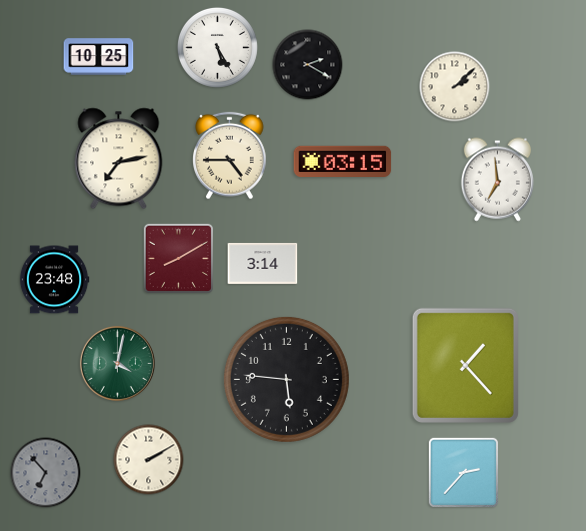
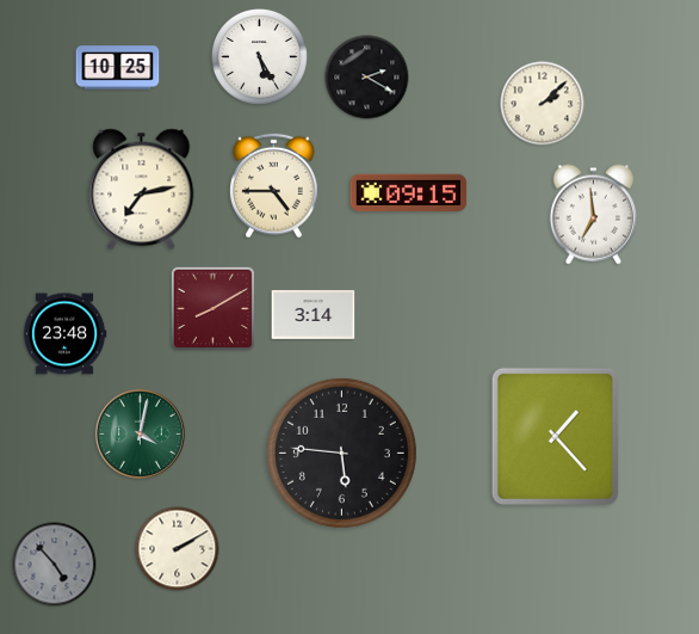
clock at (343, 161): 03:15 -> 09:15
clock at (463, 472): 2:37 -> none
clock at (46, 473): 6:53 -> 4:53
